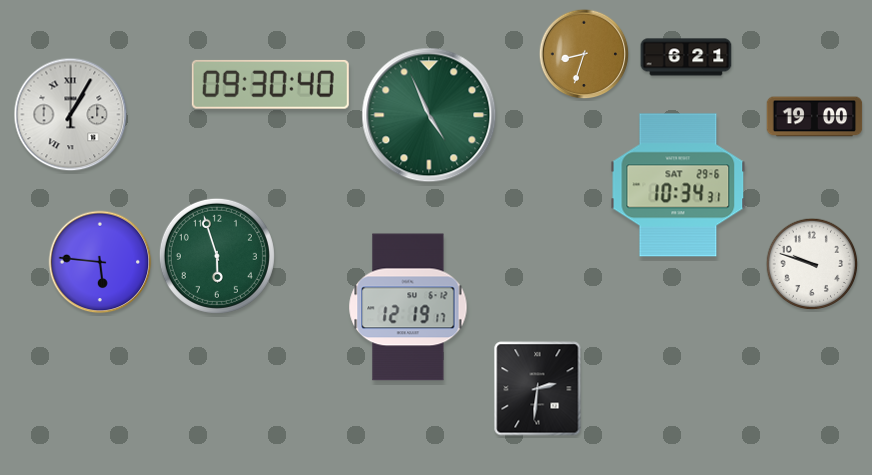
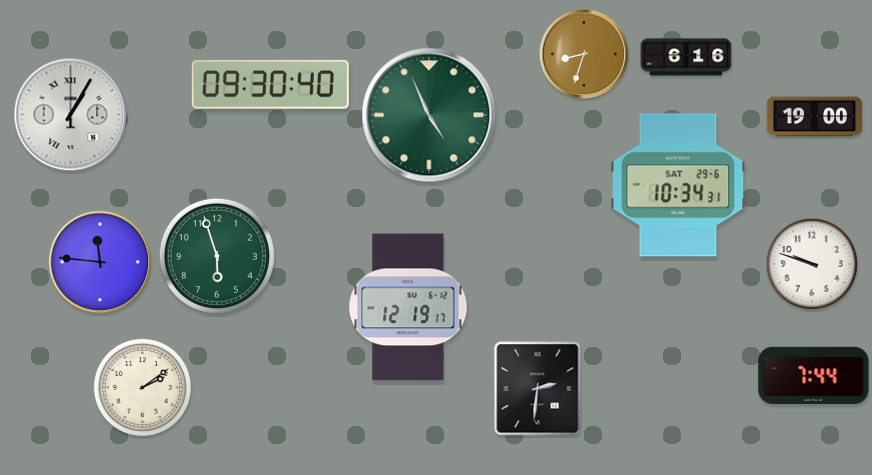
clock at (686, 57): 6:21 -> 6:16
clock at (100, 262): 5:46 -> 11:46
clock at (814, 375): none -> 7:44
clock at (142, 387): none -> 2:09
